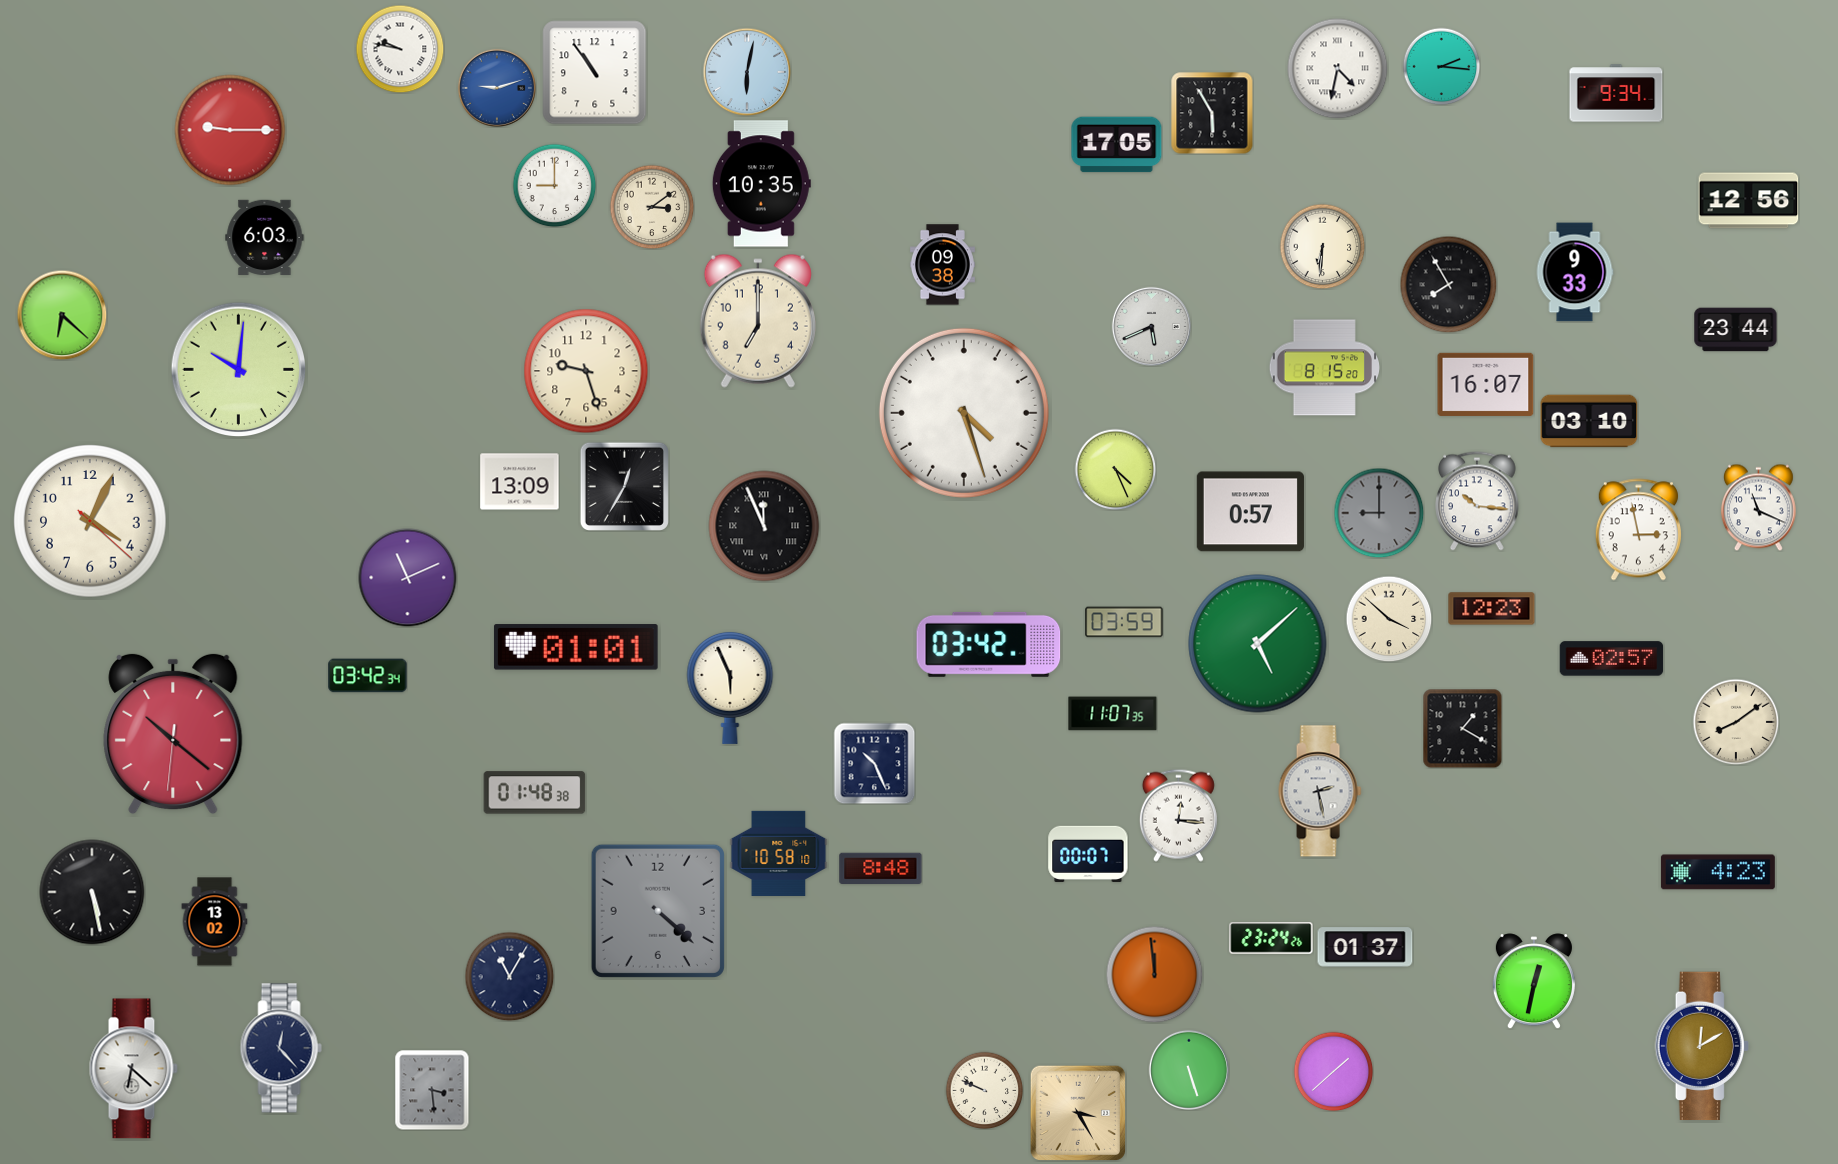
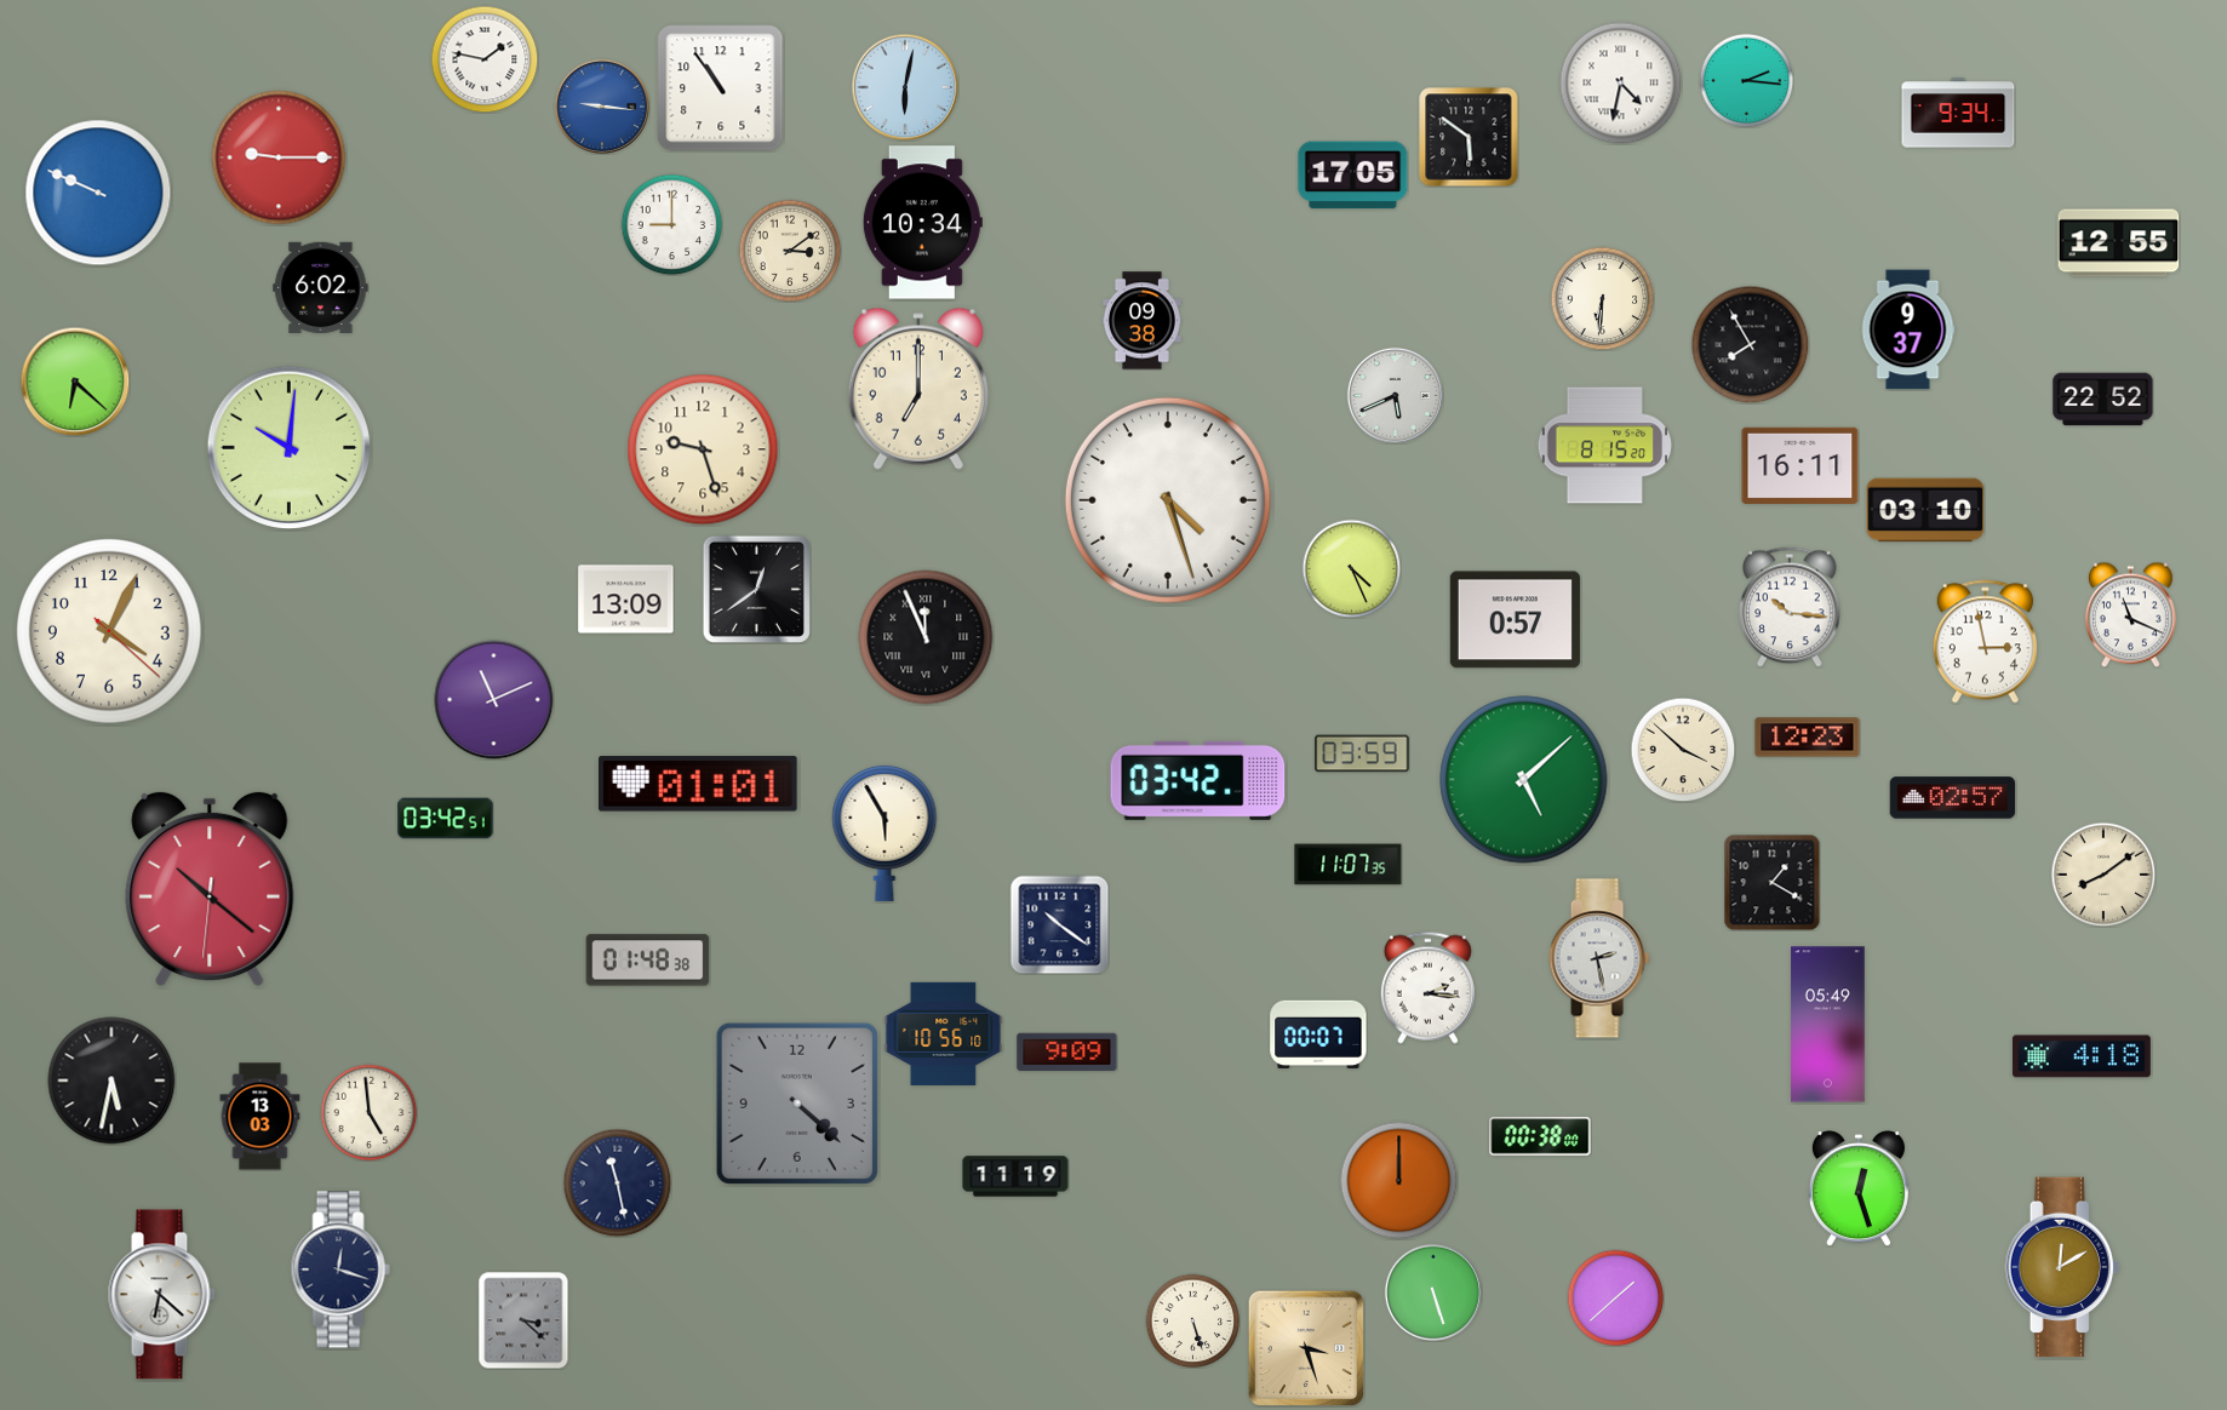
clock at (400, 49): 9:47 -> 1:47
clock at (497, 88): 9:12 -> 9:16
clock at (1212, 113): 5:55 -> 5:51
clock at (98, 193): none -> 9:49
clock at (761, 184): 10:35 -> 10:34
clock at (1749, 201): 12:56 -> 12:55
clock at (265, 237): 6:03 -> 6:02
clock at (1575, 272): 9:33 -> 9:37
clock at (1448, 284) position: (1448, 284) -> (1750, 344)
clock at (1736, 330): 23:44 -> 22:52
clock at (586, 371) position: (586, 371) -> (703, 449)
clock at (1486, 384): 16:07 -> 16:11
clock at (520, 482) position: (520, 482) -> (626, 600)
clock at (624, 486): 12:35 -> 12:39
clock at (1379, 513): 9:00 -> none
clock at (368, 676): 03:42:34 -> 03:42:51
clock at (730, 687): 5:56 -> 5:55
clock at (874, 763): 10:26 -> 10:21
clock at (1178, 815): 12:16 -> 2:16
clock at (1828, 1025): none -> 05:49
clock at (779, 853): 10:58 -> 10:56
clock at (881, 869): 8:48 -> 9:09
clock at (1718, 872): 4:23 -> 4:18
clock at (92, 892): 5:28 -> 5:32
clock at (368, 1112): none -> 4:59
clock at (215, 922): 13:02 -> 13:03
clock at (1271, 938): 23:24 -> 00:38
clock at (1365, 947): 01:37 -> none
clock at (1015, 1176): none -> 11:19
clock at (1154, 974): 11:59 -> 12:00
clock at (509, 976): 11:05 -> 11:28
clock at (1534, 981): 12:32 -> 12:27
clock at (281, 1048): 12:23 -> 12:18
clock at (1188, 1069) position: (1188, 1069) -> (1432, 1291)
clock at (432, 1090): 3:29 -> 3:22
clock at (984, 1090): 9:49 -> 5:27
clock at (1077, 1112): 3:25 -> 3:27
